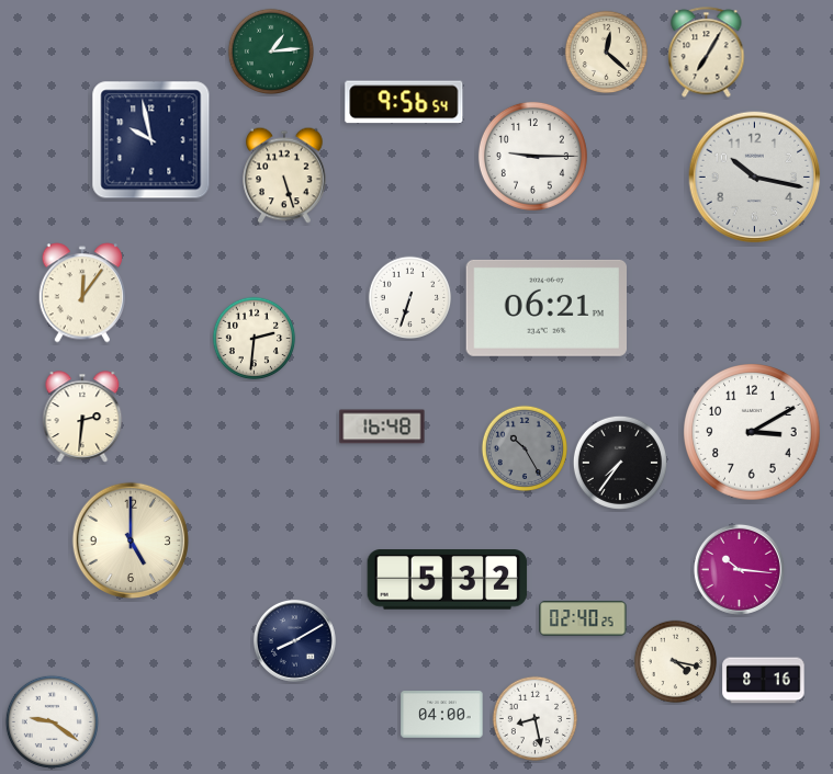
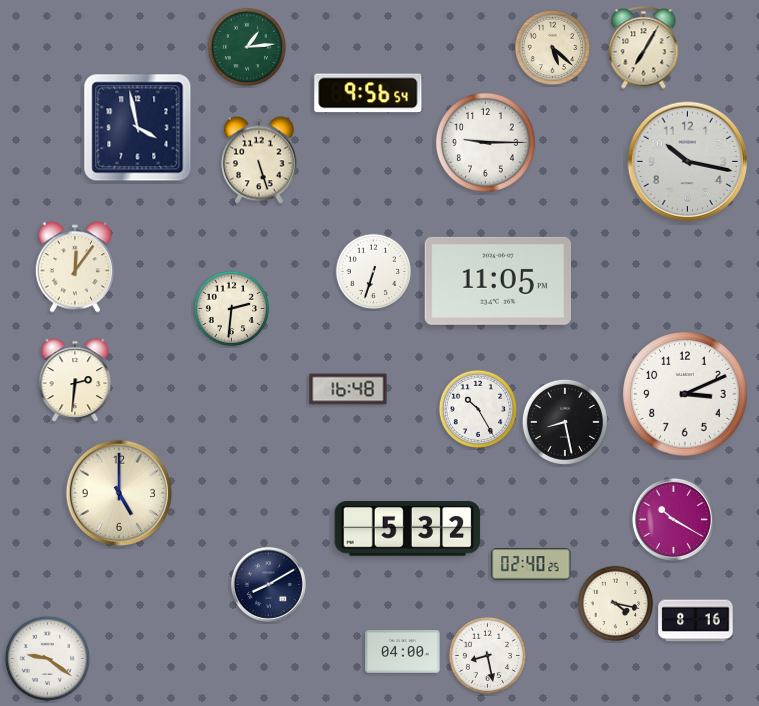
clock at (607, 53): 12:22 -> 5:22
clock at (151, 140): 9:58 -> 3:58
clock at (545, 308): 06:21 -> 11:05
clock at (752, 432): 3:10 -> 3:11
clock at (524, 447) dial: grey -> white
clock at (620, 463): 7:36 -> 8:28
clock at (739, 569): 10:16 -> 10:20
